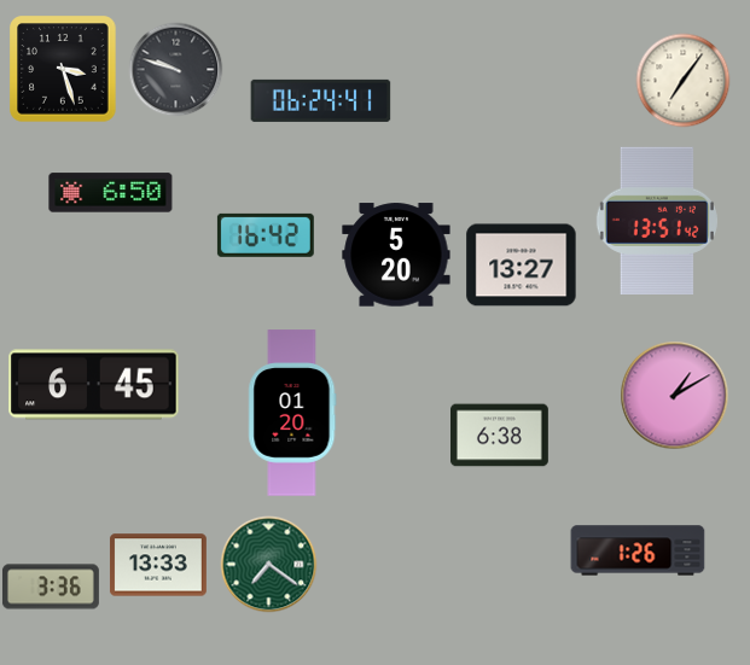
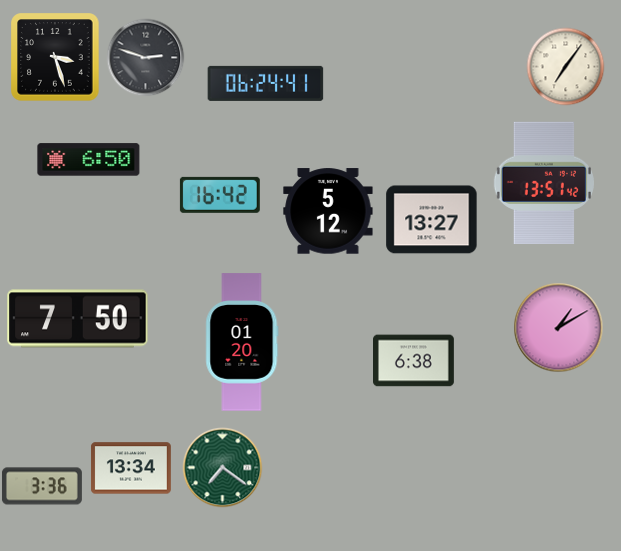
clock at (63, 69) position: (63, 69) -> (55, 57)
clock at (175, 69): 9:48 -> 2:48
clock at (111, 193) position: (111, 193) -> (89, 160)
clock at (396, 255): 5:20 -> 5:12
clock at (94, 385): 6:45 -> 7:50
clock at (638, 550): 1:26 -> none
clock at (158, 565): 13:33 -> 13:34
